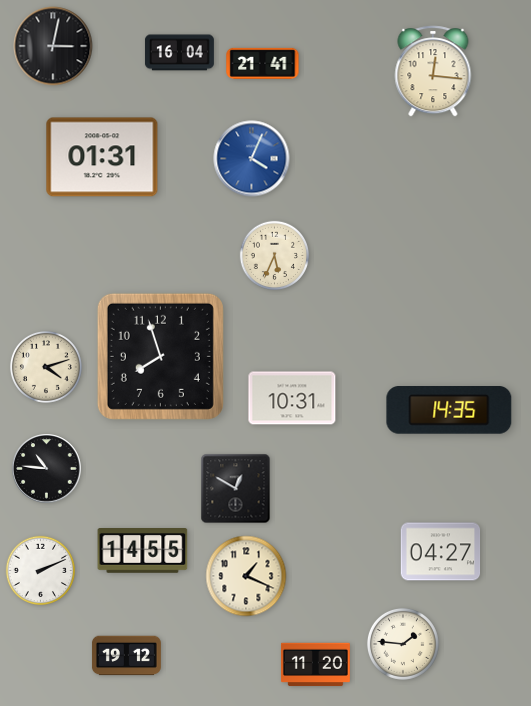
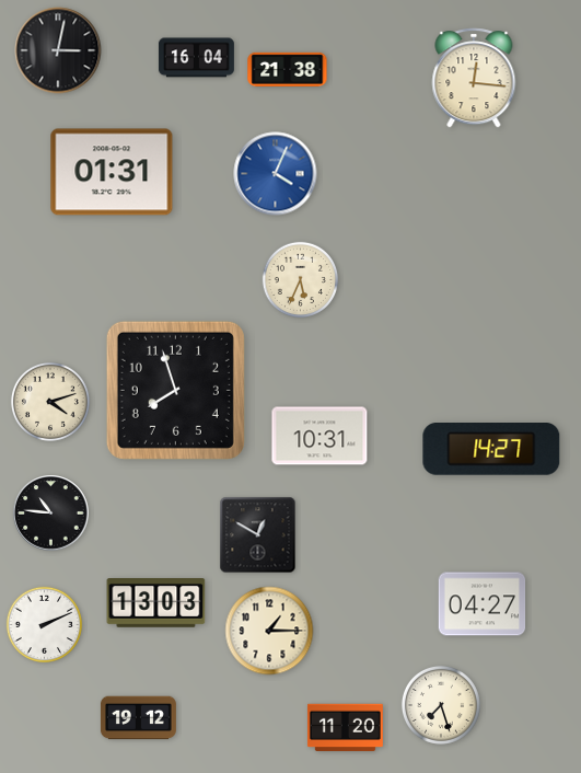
clock at (263, 63): 21:41 -> 21:38
clock at (449, 411): 14:35 -> 14:27
clock at (143, 551): 14:55 -> 13:03
clock at (246, 576): 1:19 -> 1:15
clock at (403, 644): 1:46 -> 7:27
